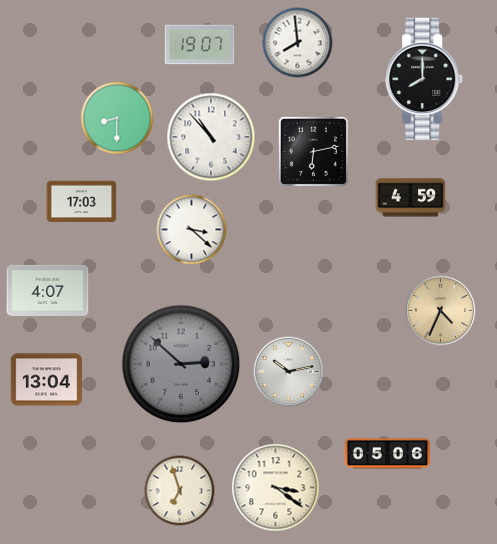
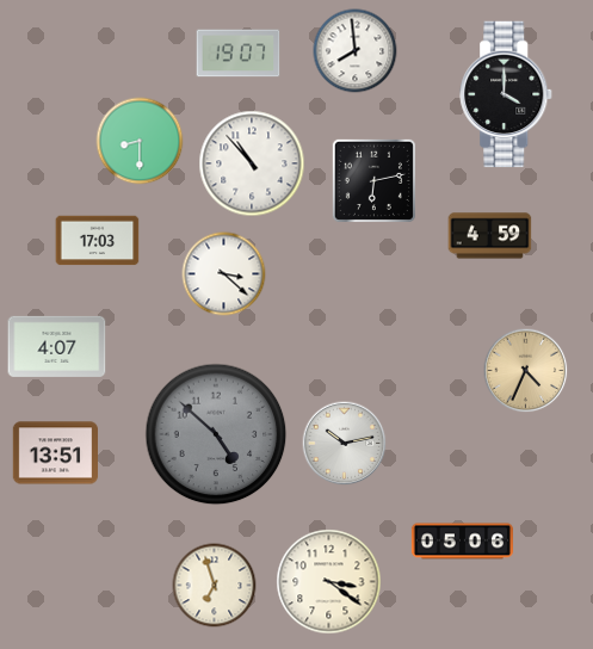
clock at (425, 79): 8:00 -> 4:00
clock at (192, 230) position: (192, 230) -> (224, 274)
clock at (181, 364): 2:52 -> 4:52
clock at (46, 380): 13:04 -> 13:51
